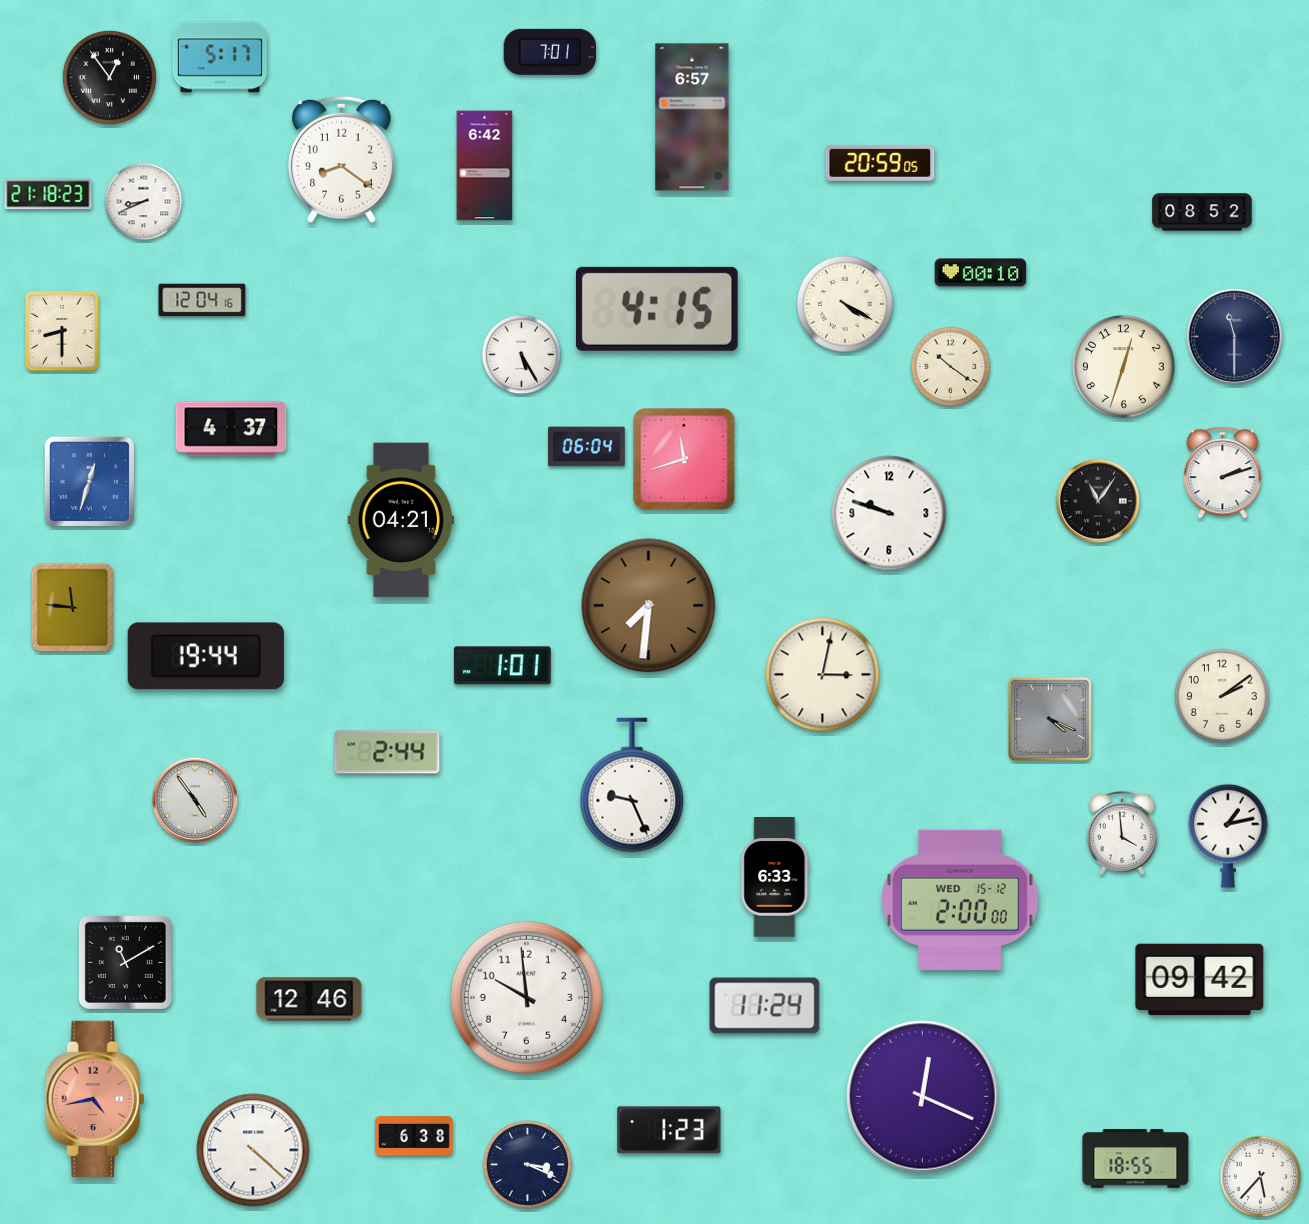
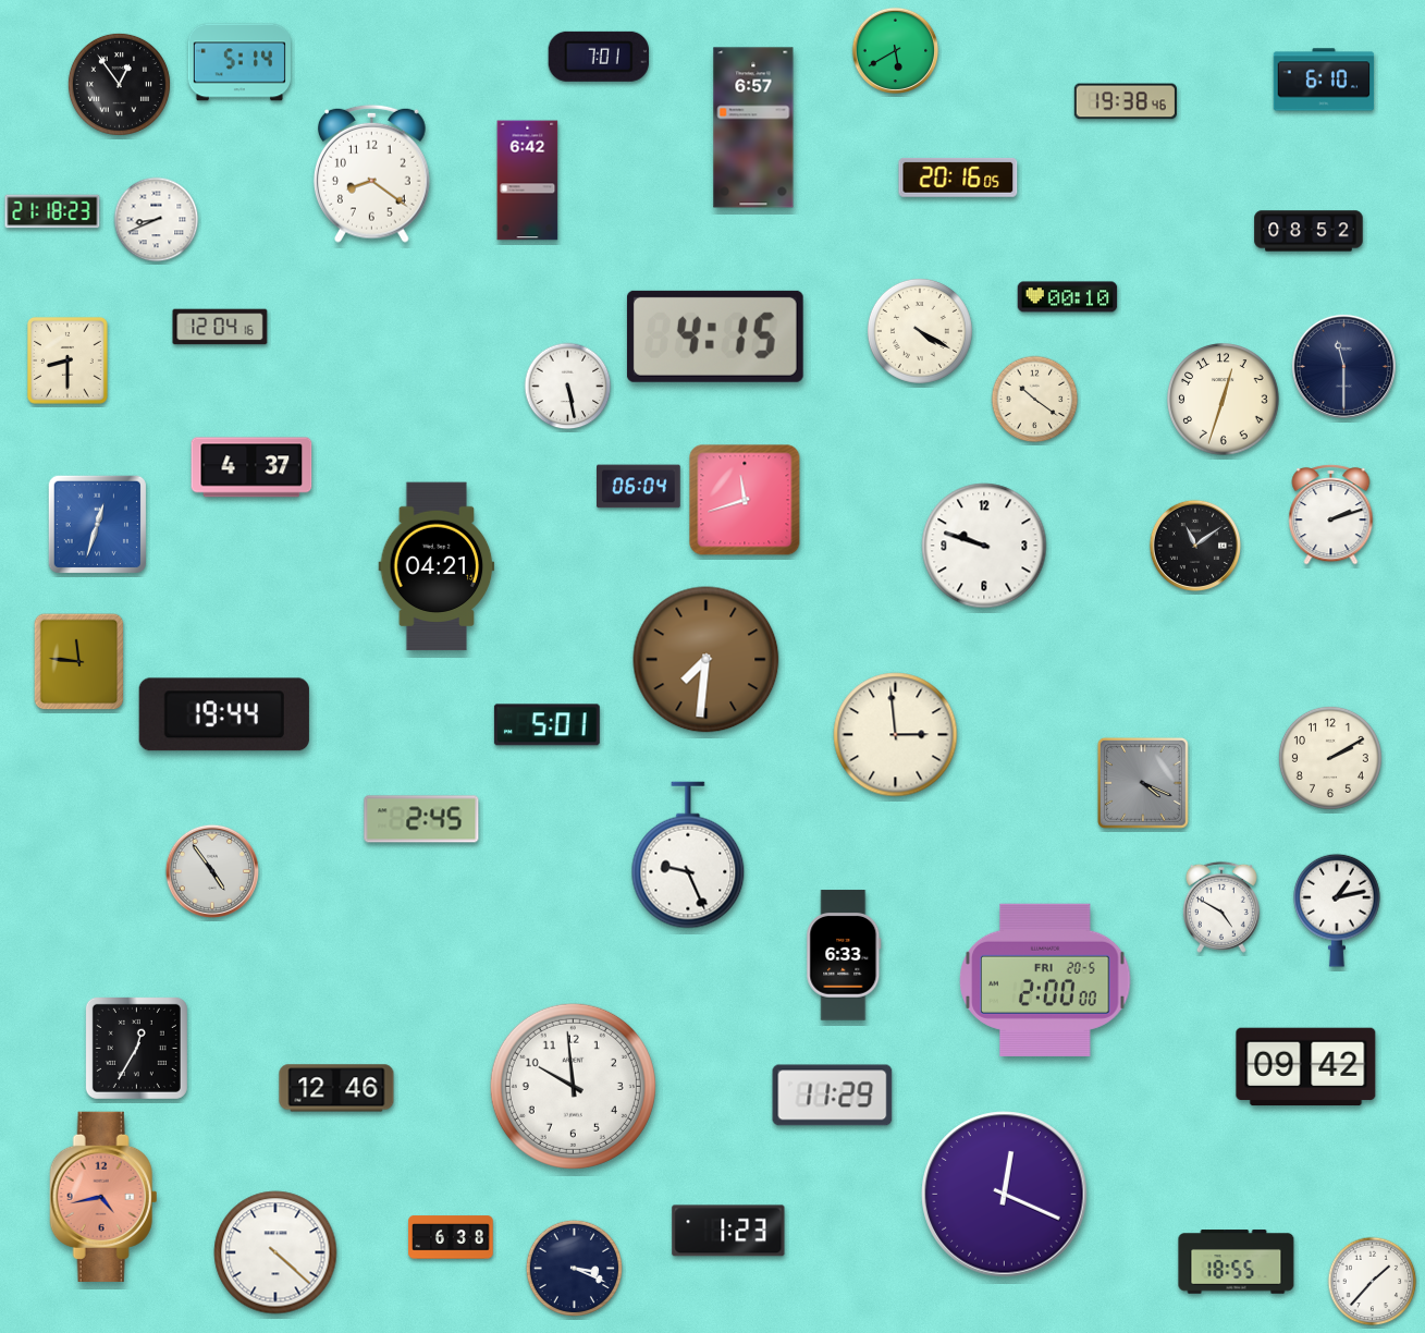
clock at (896, 51): none -> 5:40
clock at (220, 57): 5:17 -> 5:14
clock at (1324, 80): none -> 6:10
clock at (1126, 101): none -> 19:38
clock at (880, 163): 20:59 -> 20:16
clock at (522, 355): 5:25 -> 5:28
clock at (1097, 500): 11:06 -> 11:09
clock at (889, 513) position: (889, 513) -> (984, 546)
clock at (502, 666): 1:01 -> 5:01
clock at (823, 675): 3:02 -> 2:59
clock at (1222, 696): 2:09 -> 2:10
clock at (387, 752): 2:44 -> 2:45
clock at (1122, 833): 3:59 -> 4:50
clock at (960, 900) date: WED 15-12 -> FRI 20-5
clock at (125, 962): 11:10 -> 12:35
clock at (765, 1006): 11:24 -> 11:29
clock at (1261, 1177): 5:37 -> 1:37
